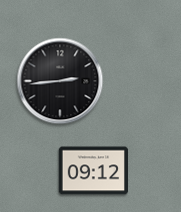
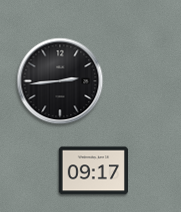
clock at (94, 171): 09:12 -> 09:17
